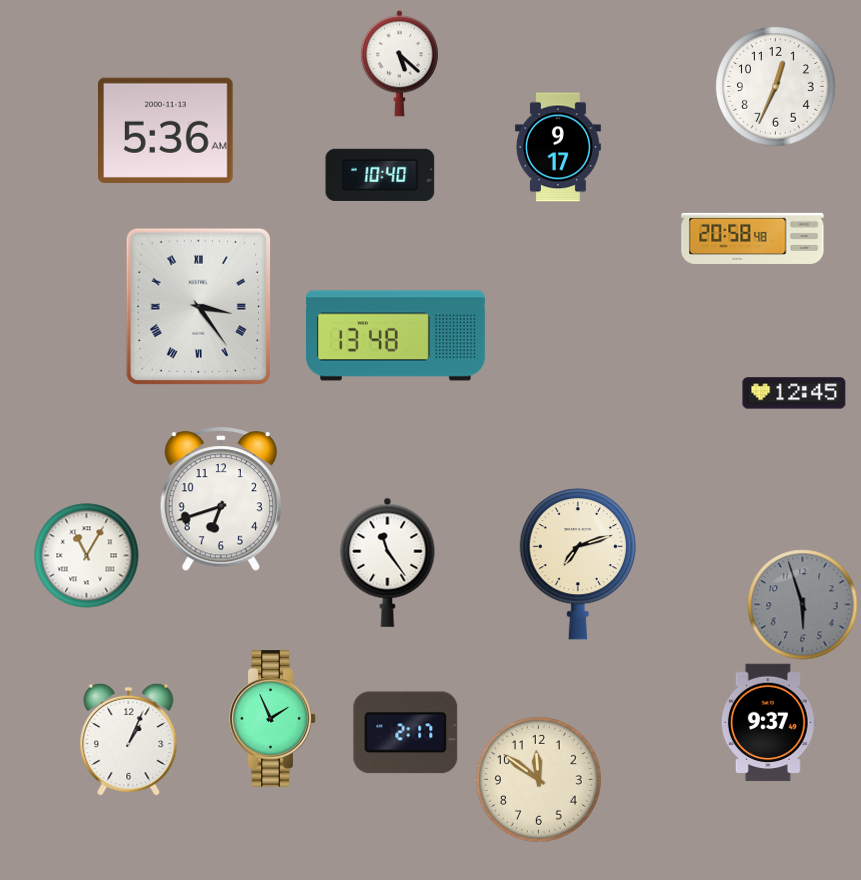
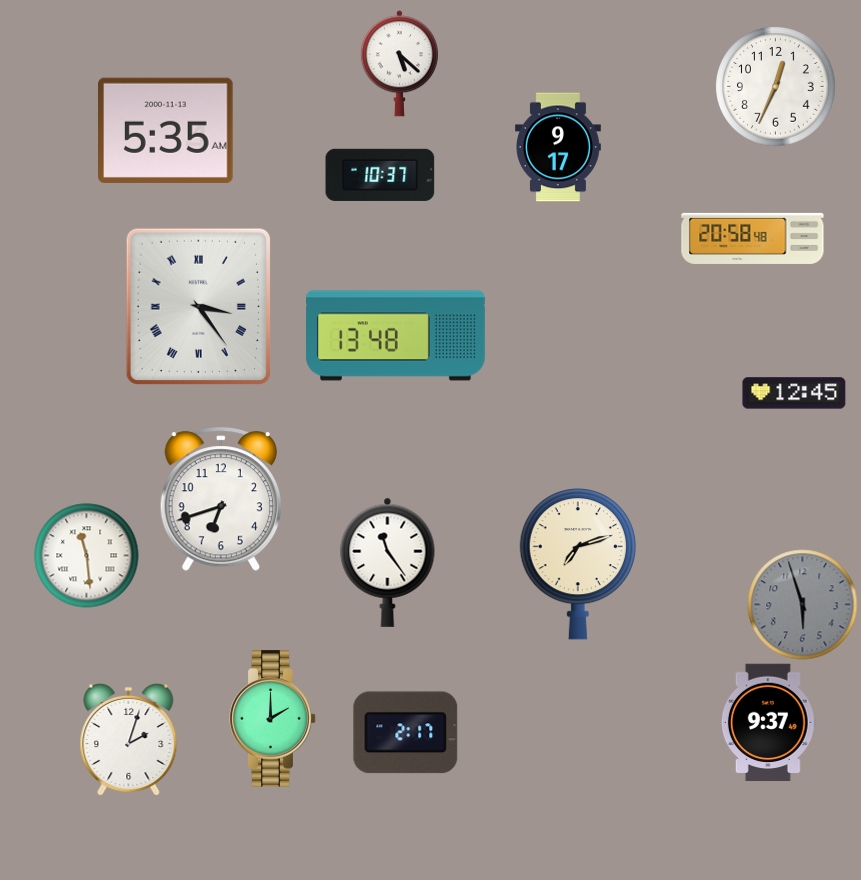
clock at (166, 130): 5:36 -> 5:35
clock at (380, 175): 10:40 -> 10:37
clock at (87, 556): 11:05 -> 11:29
clock at (273, 719): 1:56 -> 2:00
clock at (129, 739): 1:04 -> 2:03
clock at (538, 779): 11:51 -> none
